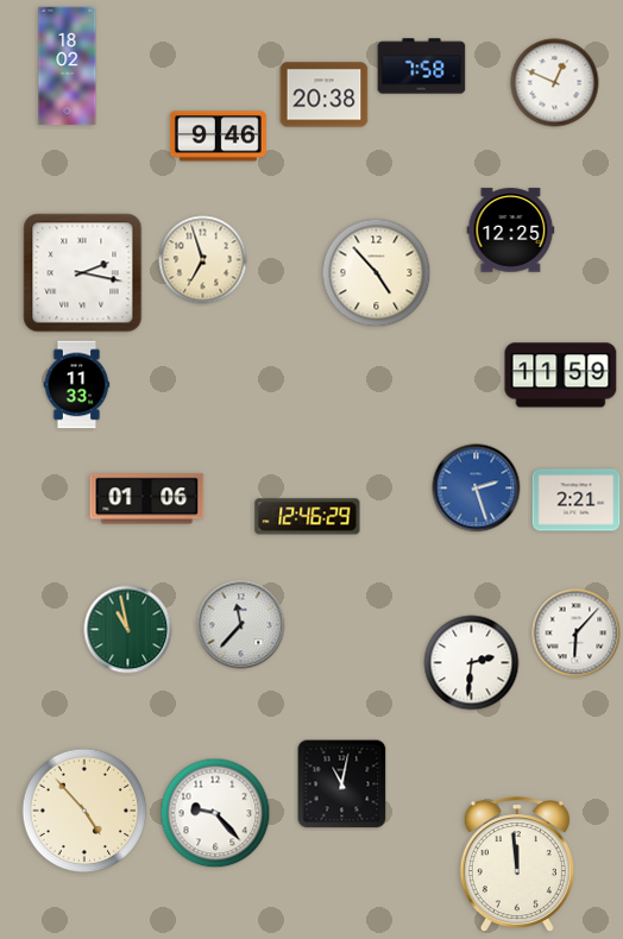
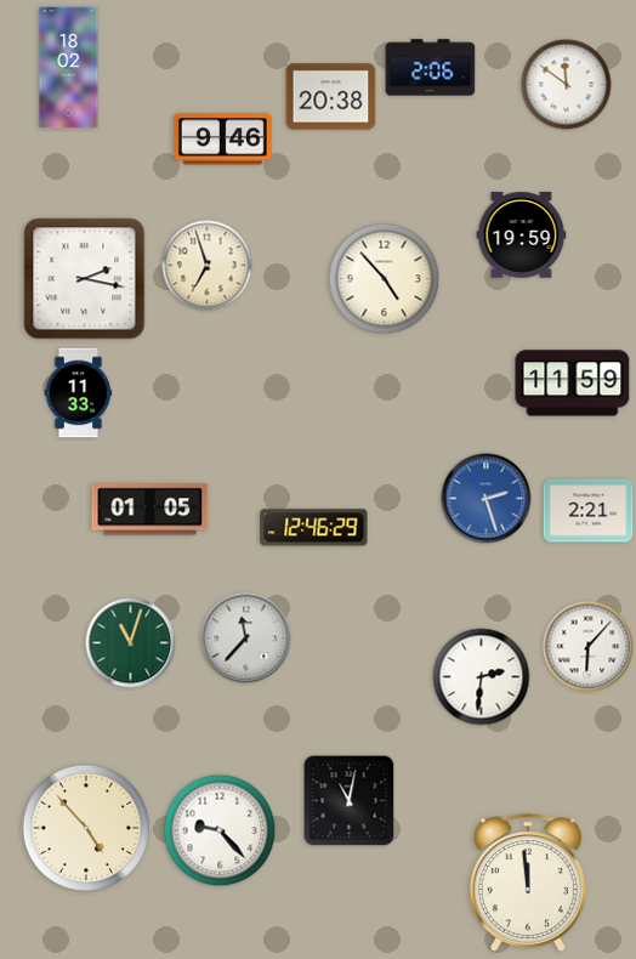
clock at (422, 67): 7:58 -> 2:06
clock at (555, 83): 12:49 -> 11:51
clock at (511, 231): 12:25 -> 19:59
clock at (147, 499): 01:06 -> 01:05
clock at (128, 630): 10:58 -> 11:03
